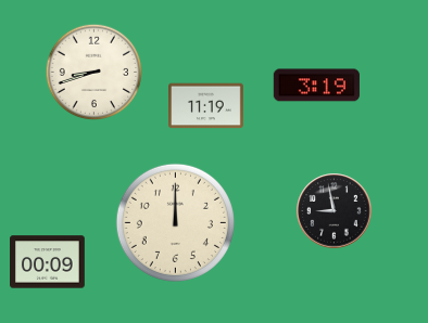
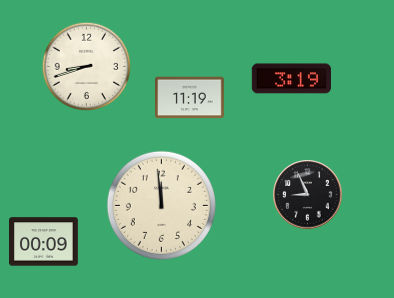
clock at (335, 211): 8:58 -> 8:56
clock at (175, 222): 12:00 -> 11:59
